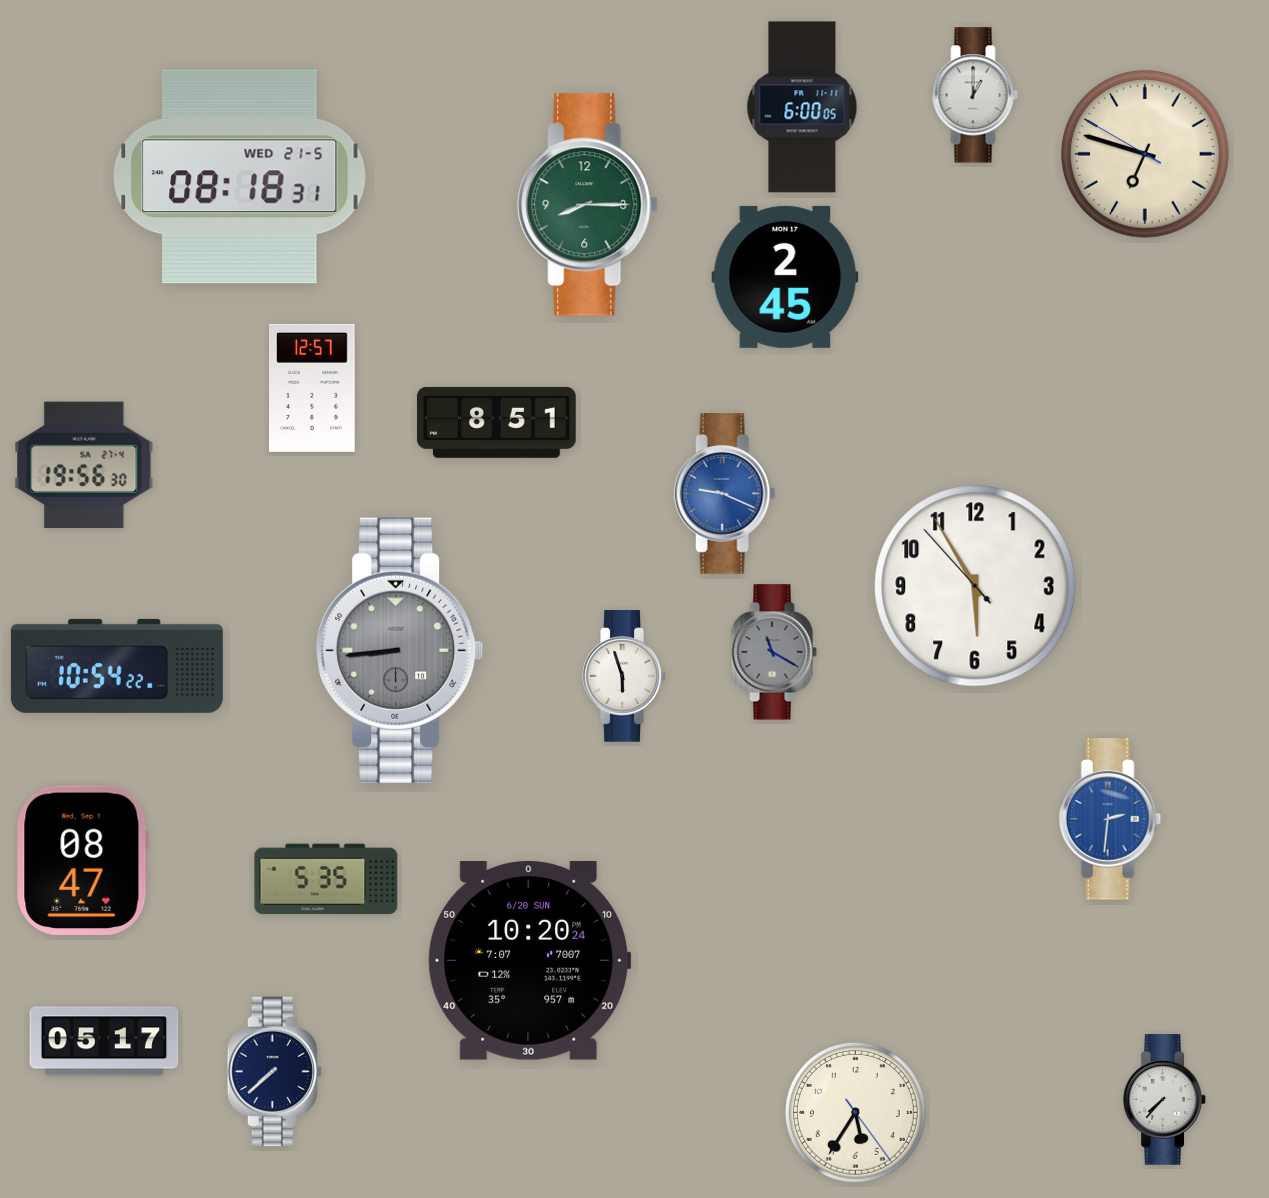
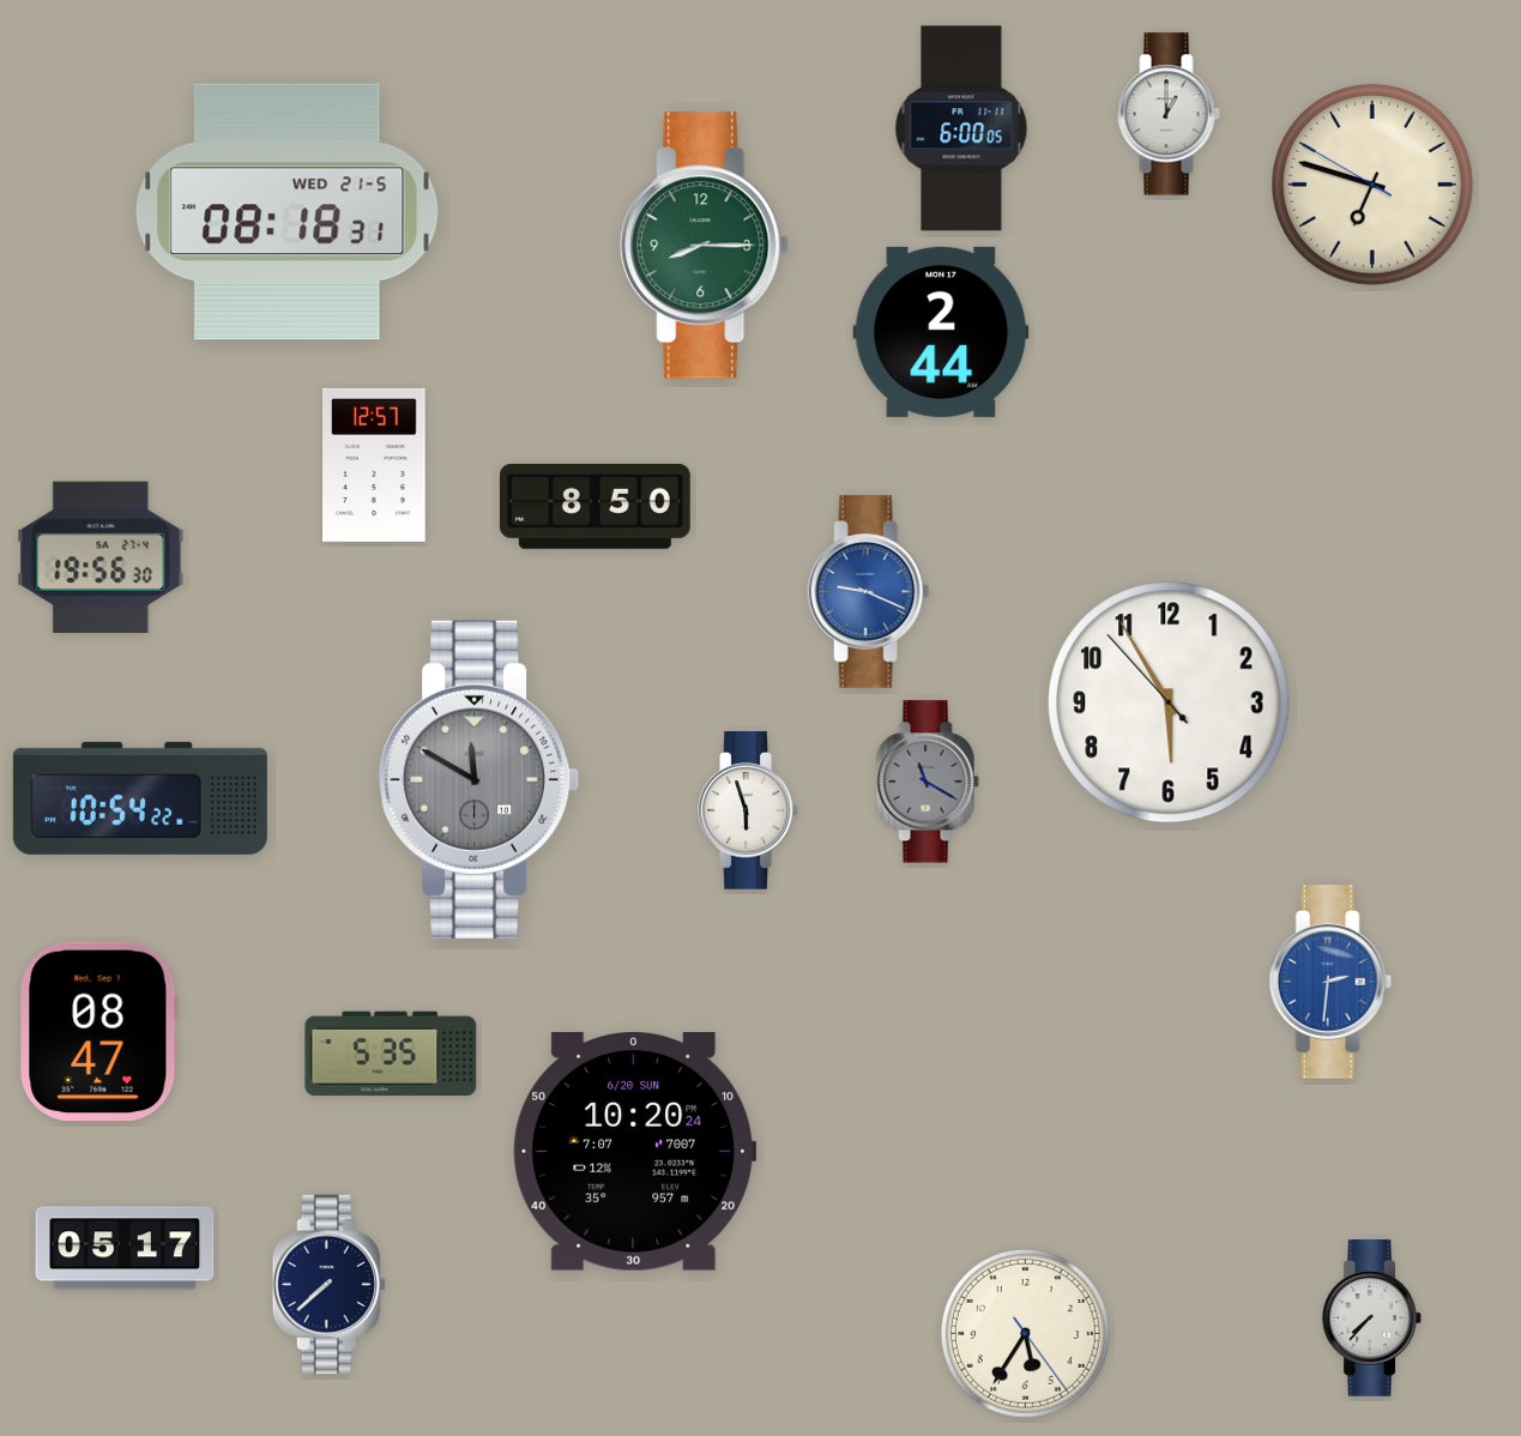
clock at (785, 277): 2:45 -> 2:44
clock at (496, 422): 8:51 -> 8:50
clock at (400, 650): 8:44 -> 11:50
clock at (1164, 1100) position: (1164, 1100) -> (1371, 1319)
